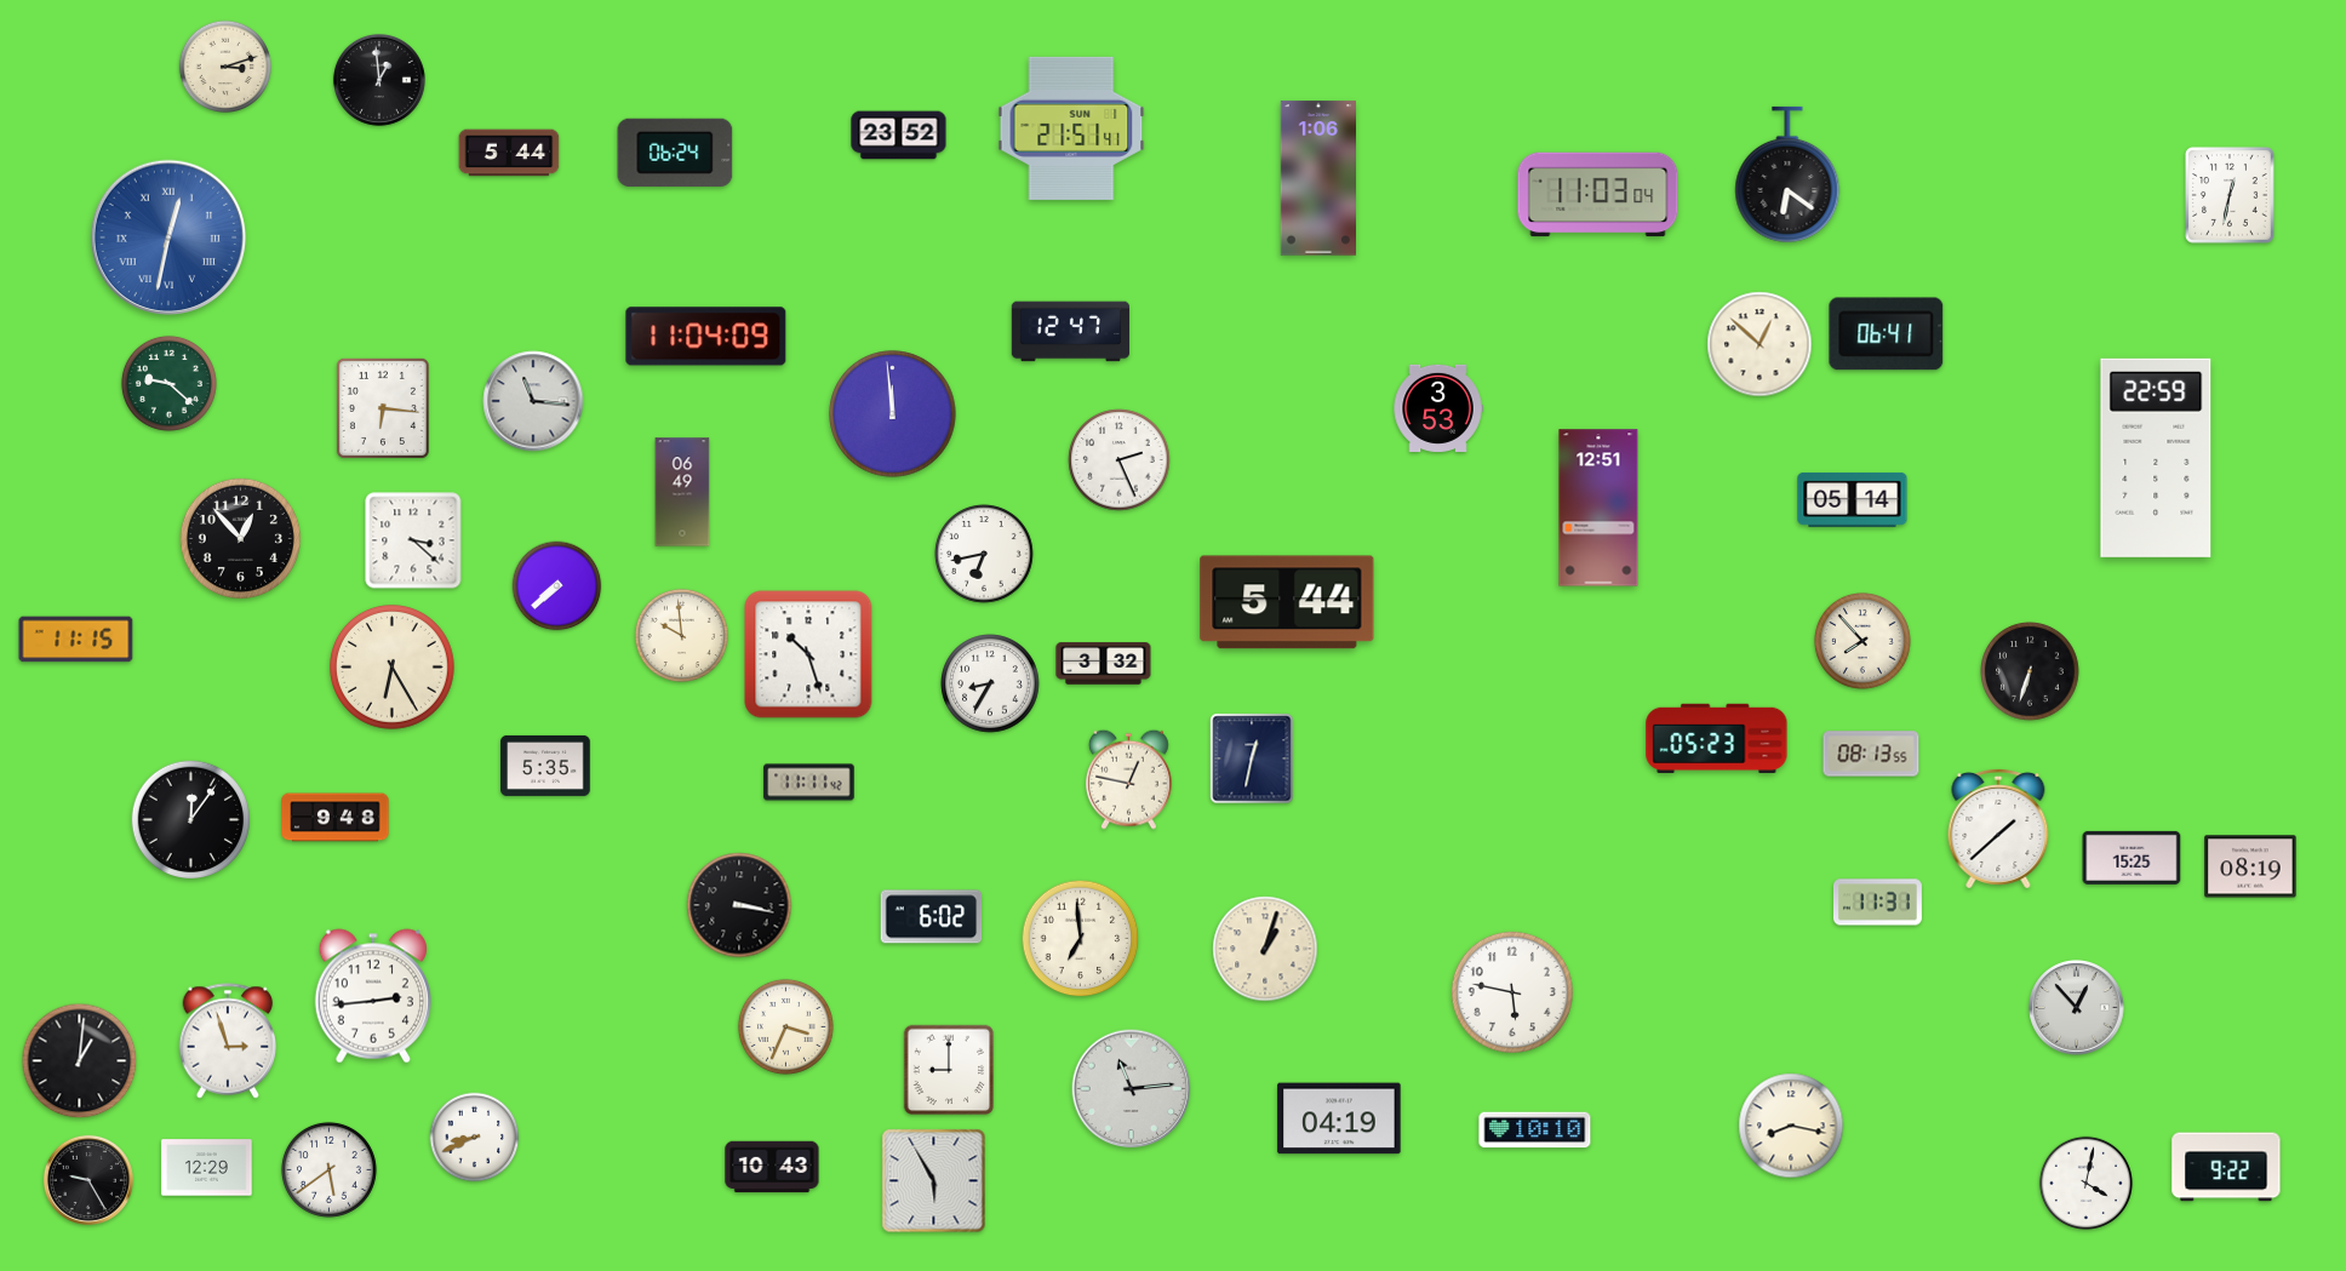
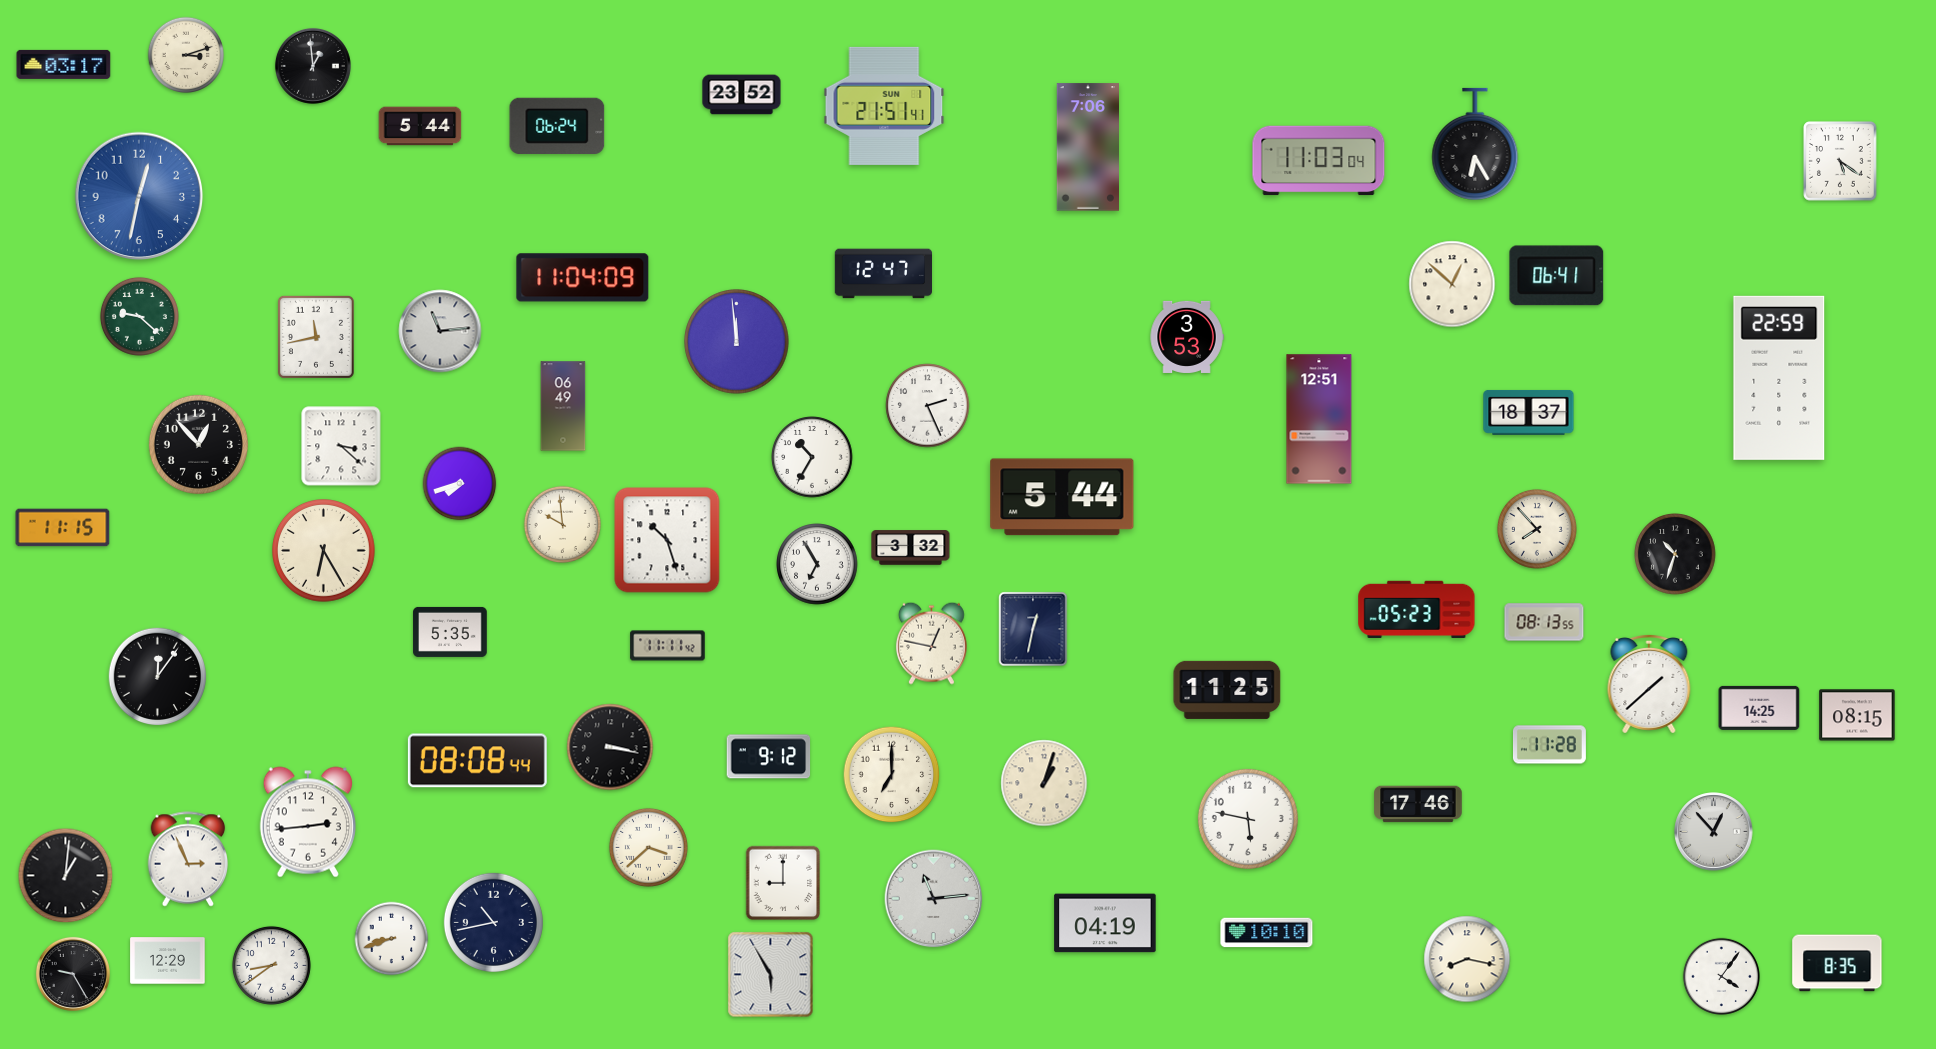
clock at (64, 64): none -> 03:17
clock at (899, 136) position: (899, 136) -> (742, 95)
clock at (1787, 174): 6:21 -> 6:25
clock at (1318, 178): 1:06 -> 7:06
clock at (2230, 195): 12:32 -> 5:21
clock at (168, 237) numerals: Roman -> Arabic
clock at (533, 401): 11:16 -> 11:14
clock at (383, 408): 6:16 -> 11:43
clock at (1120, 460) position: (1120, 460) -> (928, 406)
clock at (1853, 499): 05:14 -> 18:37
clock at (984, 554): 6:43 -> 10:35
clock at (557, 586): 7:38 -> 7:42
clock at (2030, 671): 6:33 -> 10:33
clock at (990, 683): 8:35 -> 6:55
clock at (1252, 758) position: (1252, 758) -> (1033, 629)
clock at (336, 818): 9:48 -> none
clock at (1227, 690): none -> 11:25
clock at (2132, 858): 15:25 -> 14:25
clock at (2250, 866): 08:19 -> 08:15
clock at (1877, 903): 11:31 -> 11:28
clock at (932, 917): 6:02 -> 9:12
clock at (477, 761): none -> 08:08
clock at (1081, 939): 6:59 -> 7:00
clock at (1418, 804): none -> 17:46
clock at (785, 1026): 3:34 -> 3:38
clock at (228, 1041): 2:57 -> 2:56
clock at (493, 922): none -> 10:43
clock at (1791, 1126) position: (1791, 1126) -> (1467, 959)
clock at (475, 1138): 8:41 -> 8:42
clock at (772, 1167): 10:43 -> none
clock at (2226, 1167): 9:22 -> 8:35
clock at (207, 1168) position: (207, 1168) -> (168, 961)
clock at (328, 1169): 5:39 -> 8:39
clock at (2085, 1183): 4:02 -> 4:06
